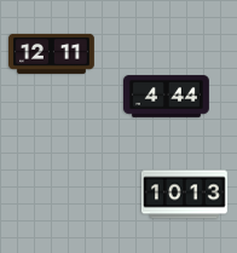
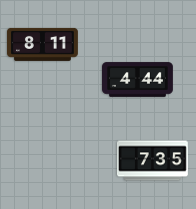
clock at (52, 53): 12:11 -> 8:11
clock at (184, 195): 10:13 -> 7:35
